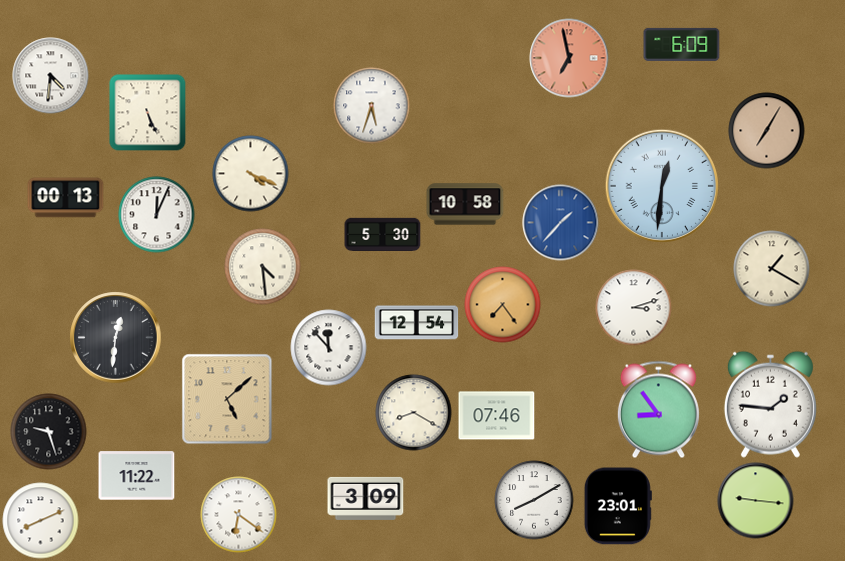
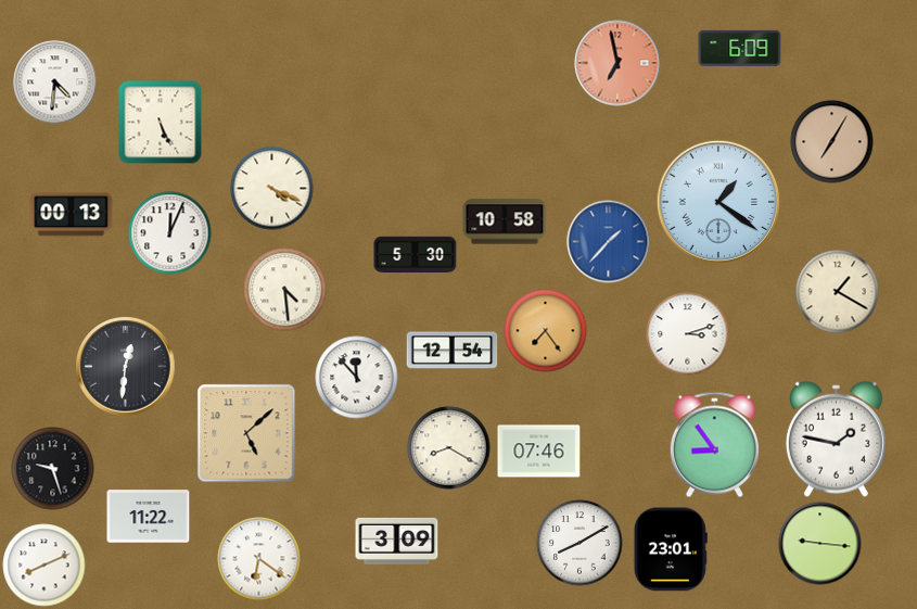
clock at (372, 106): 5:33 -> none
clock at (661, 185): 12:31 -> 1:21
clock at (770, 404): 1:46 -> 1:47
